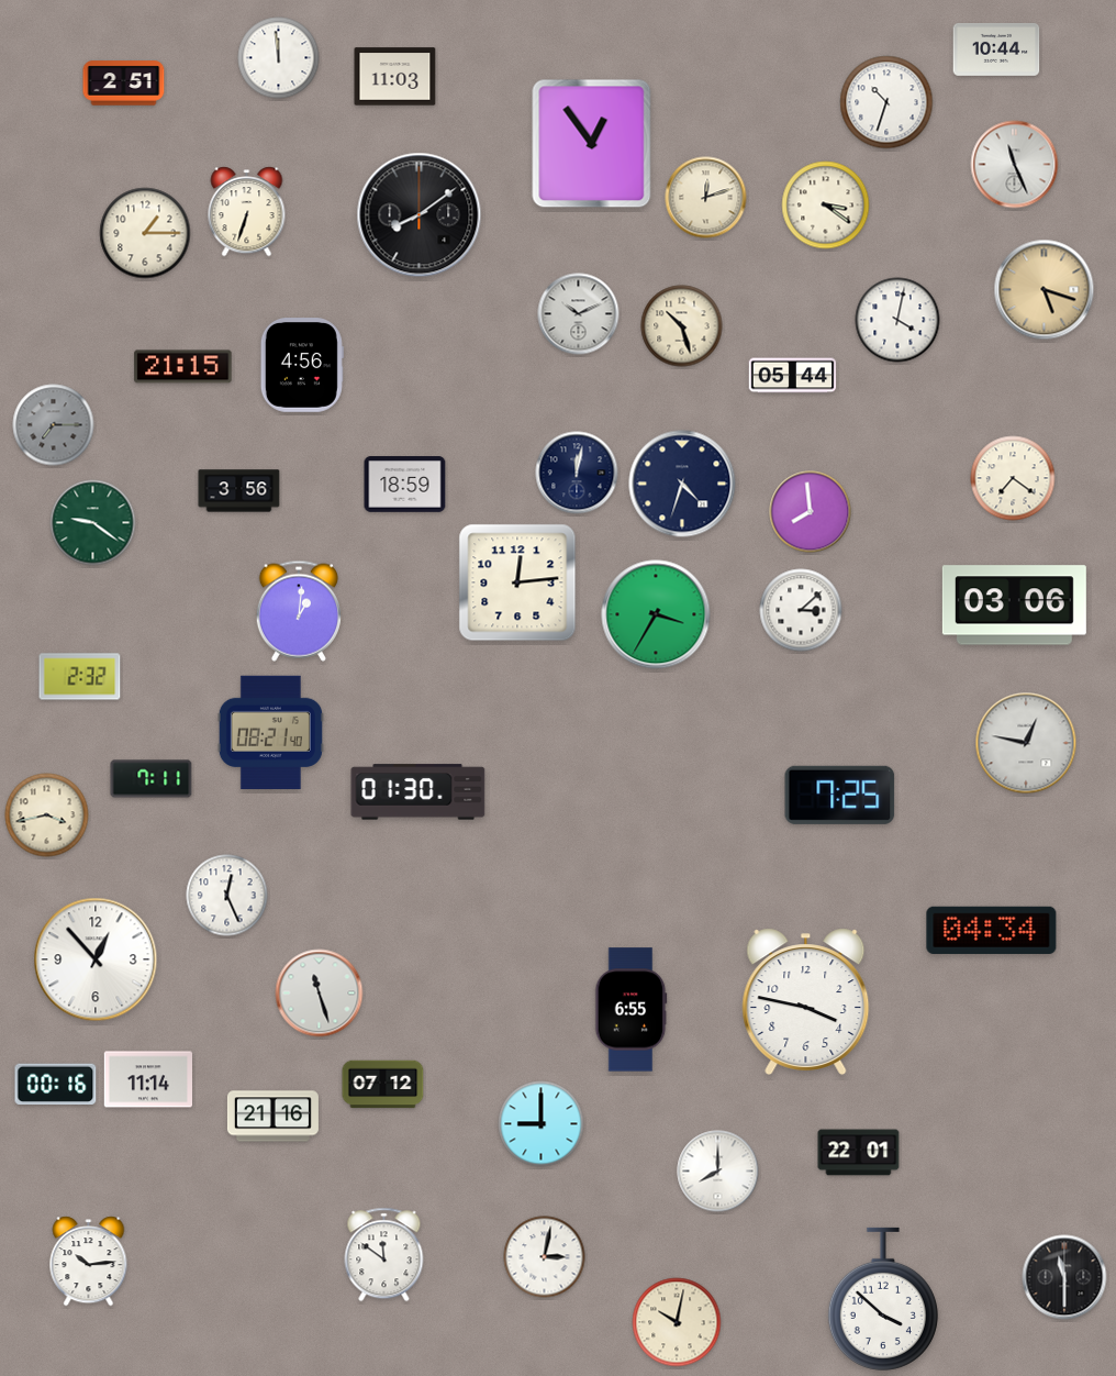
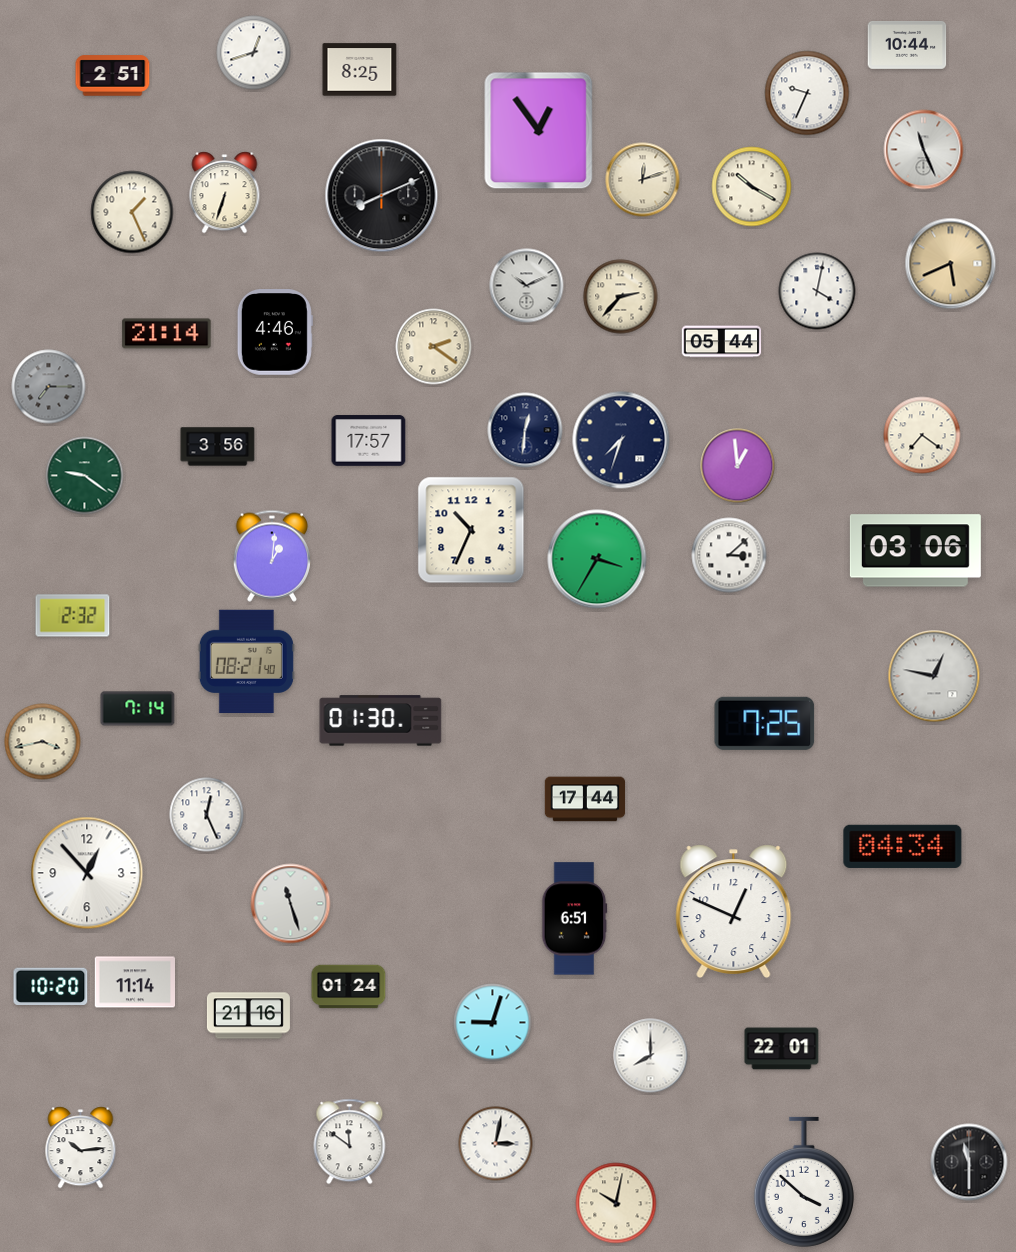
clock at (279, 58): 11:59 -> 12:42
clock at (395, 77): 11:03 -> 8:25
clock at (886, 102): 10:33 -> 9:34
clock at (826, 206): 3:21 -> 10:20
clock at (420, 215): 8:09 -> 8:11
clock at (145, 233): 1:15 -> 1:26
clock at (1045, 290): 5:18 -> 5:41
clock at (682, 326): 10:27 -> 2:37
clock at (302, 365): 4:56 -> 4:46
clock at (183, 367): 21:15 -> 21:14
clock at (434, 347): none -> 2:21
clock at (577, 473): 12:02 -> 12:31
clock at (682, 484): 4:33 -> 7:33
clock at (405, 485): 18:59 -> 17:57
clock at (811, 512): 7:59 -> 12:59
clock at (517, 582): 12:14 -> 10:34
clock at (1014, 606) position: (1014, 606) -> (915, 551)
clock at (270, 733) position: (270, 733) -> (246, 662)
clock at (152, 779): 7:11 -> 7:14
clock at (585, 799): none -> 17:44
clock at (806, 1001): 3:47 -> 12:49
clock at (632, 1010): 6:55 -> 6:51
clock at (56, 1085): 00:16 -> 10:20
clock at (383, 1085): 07:12 -> 01:24
clock at (542, 1124): 9:00 -> 9:03
clock at (718, 1172) position: (718, 1172) -> (651, 1056)
